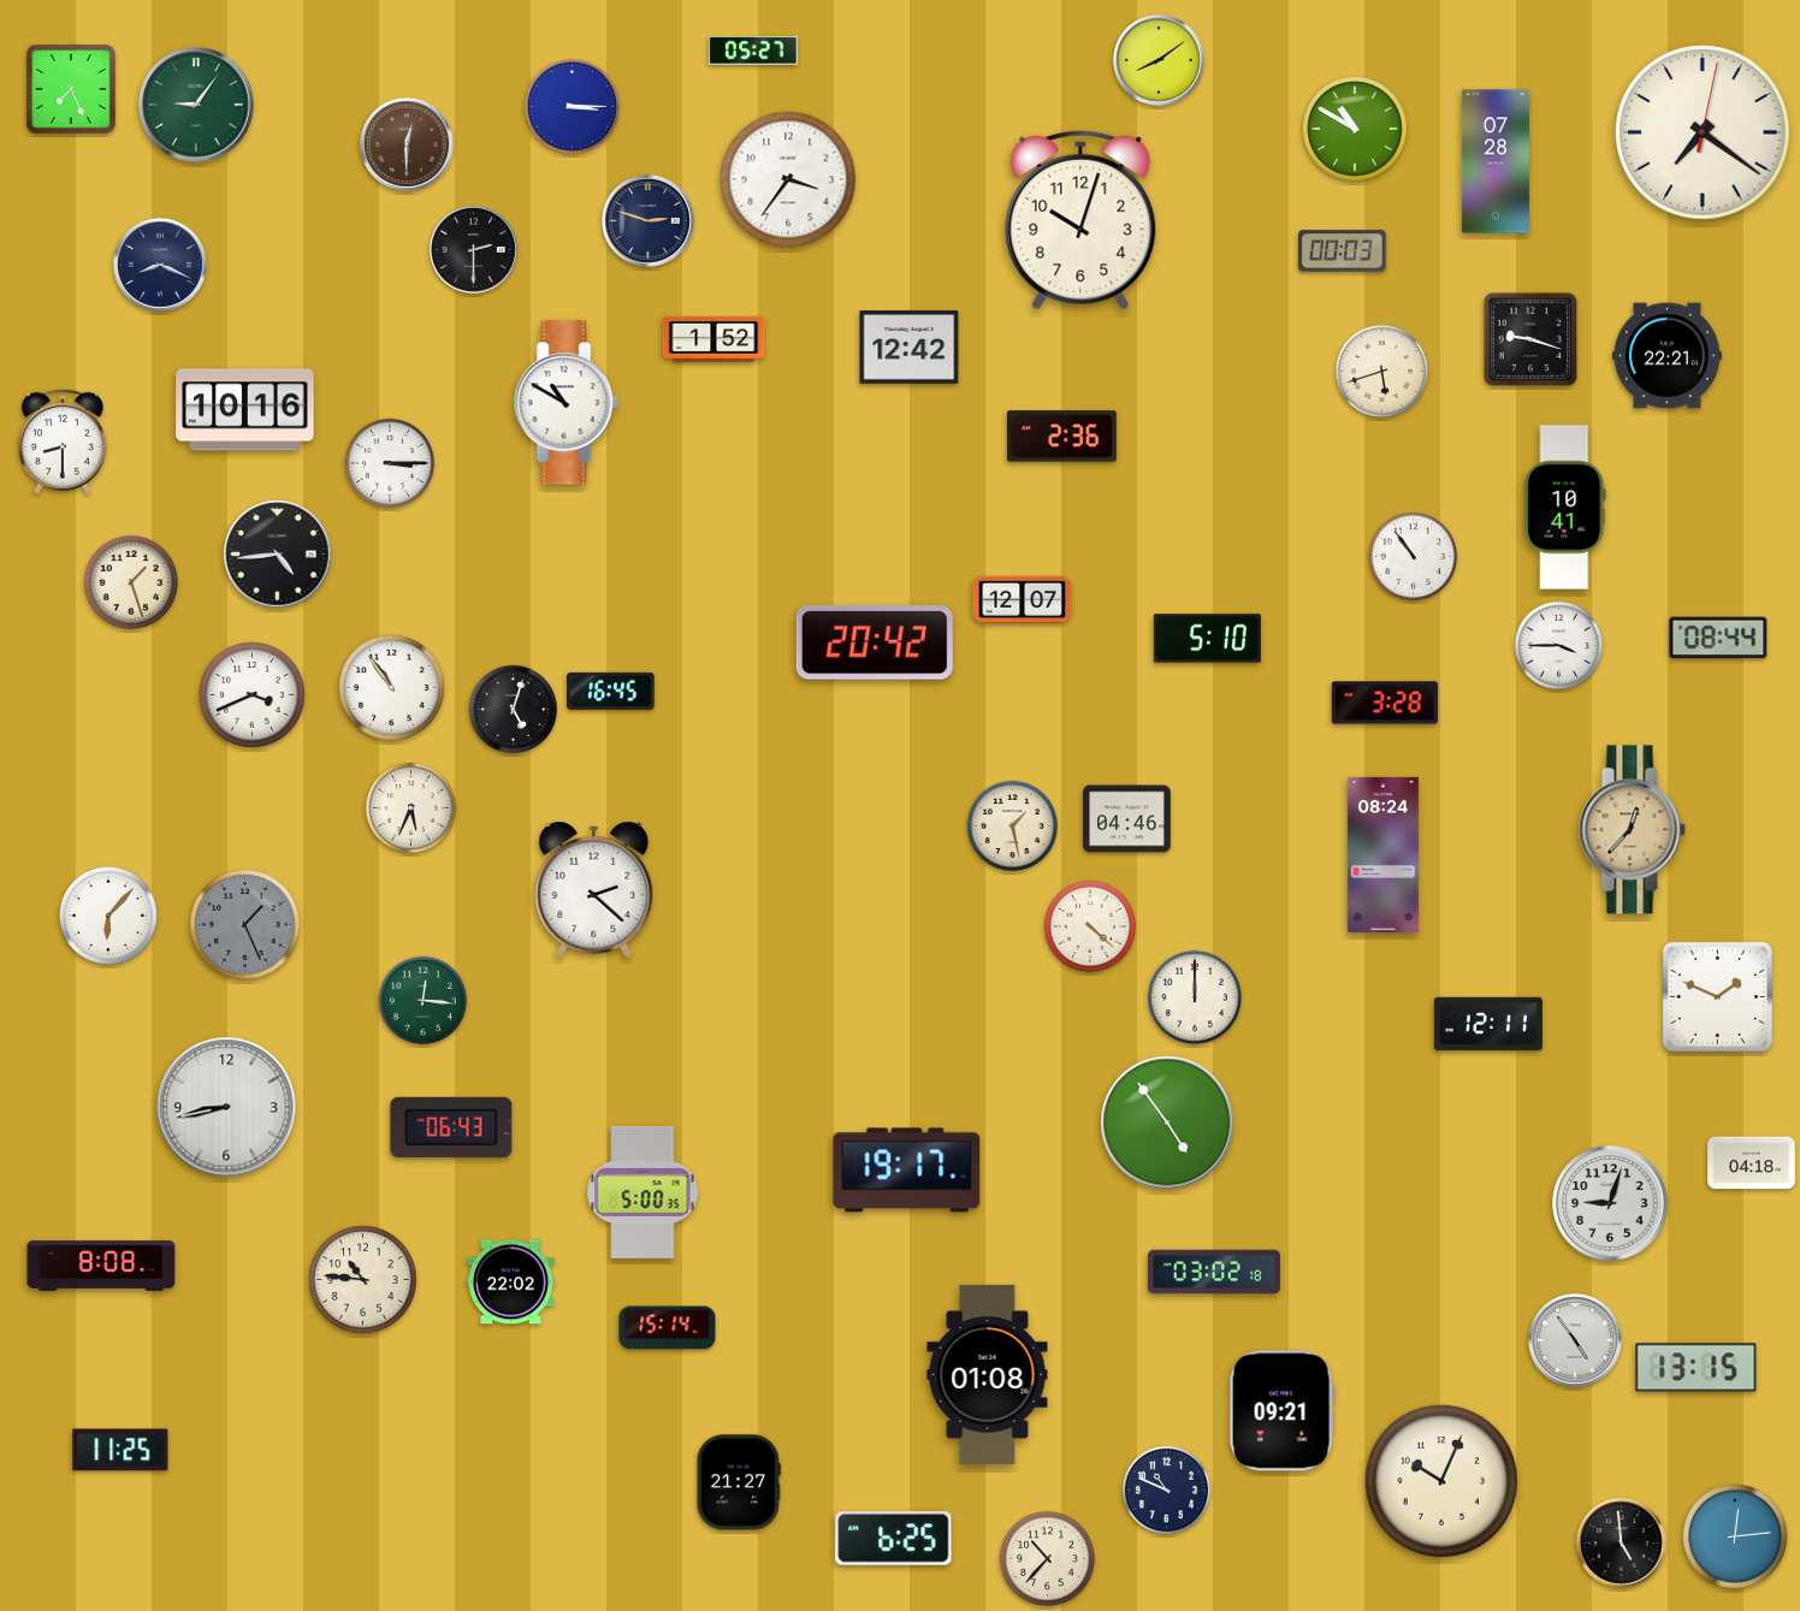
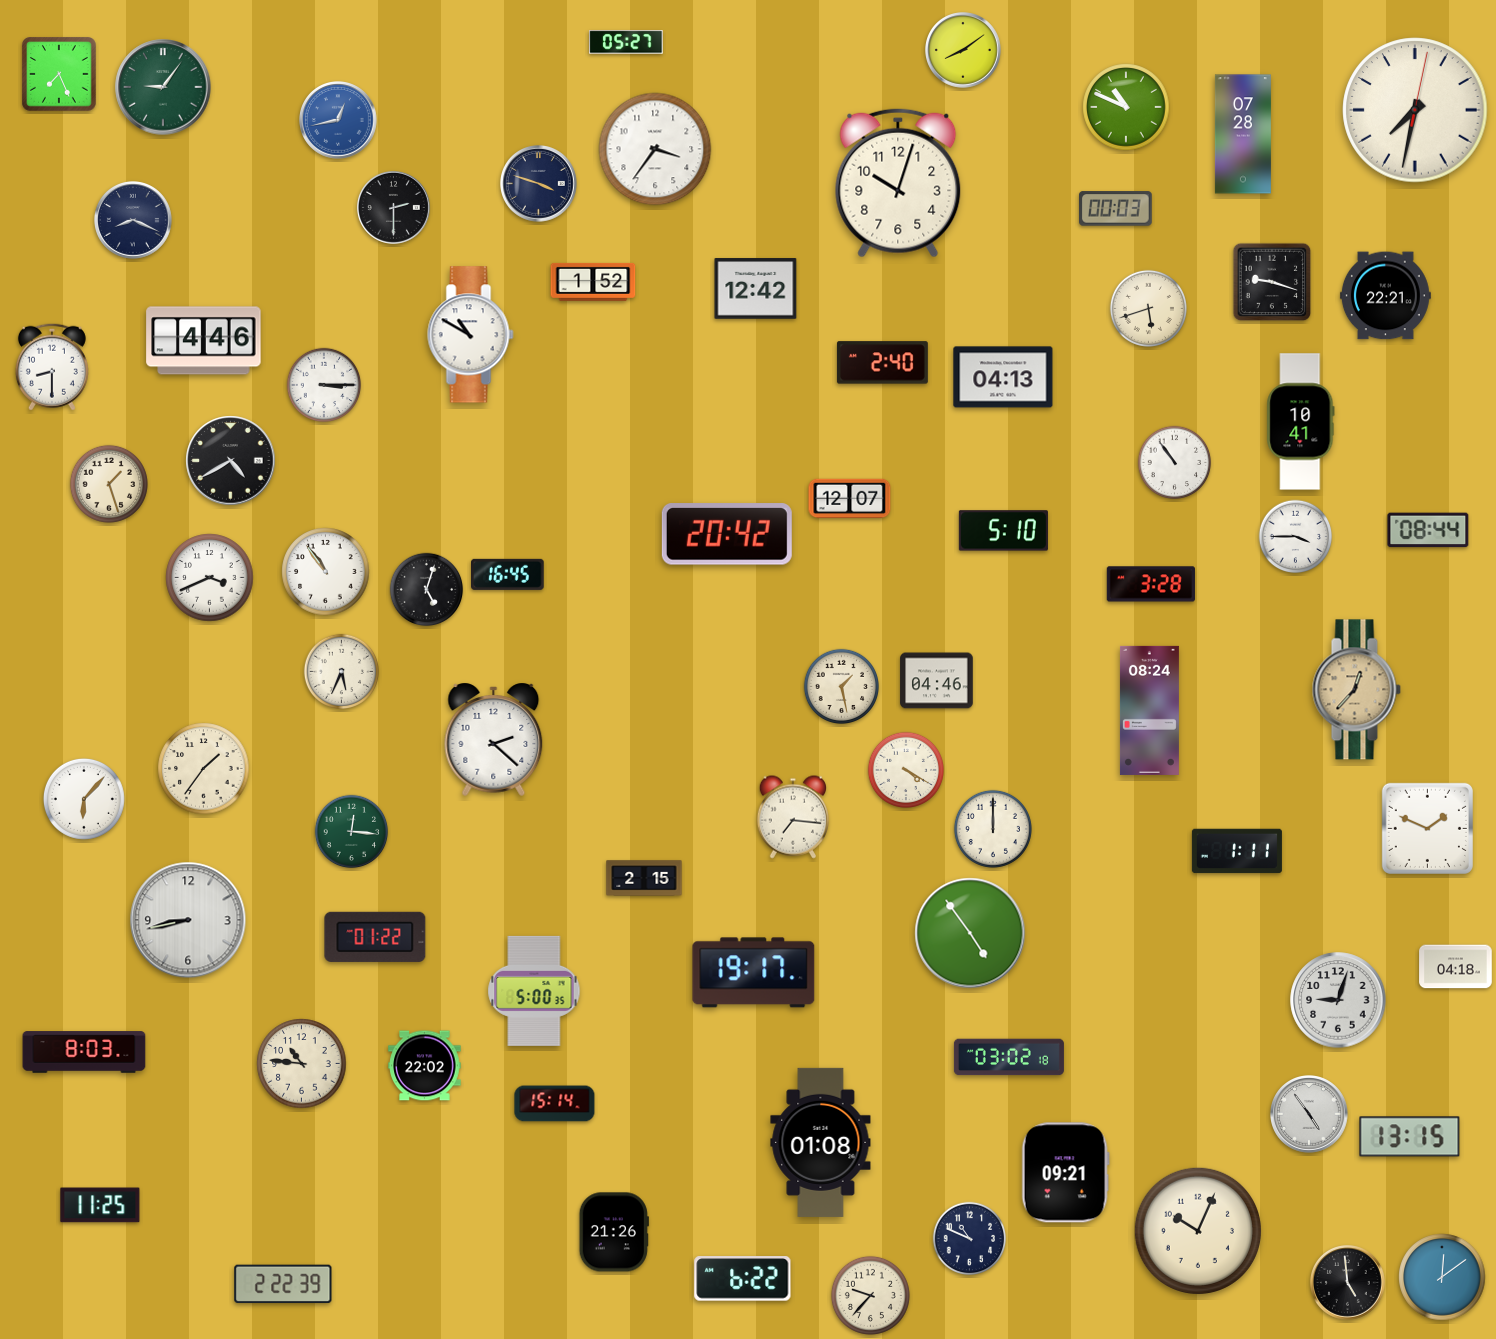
clock at (572, 106): 3:15 -> none
clock at (1355, 129): 10:50 -> 10:49
clock at (1703, 132): 7:21 -> 7:32
clock at (408, 146): 12:30 -> 12:43
clock at (408, 146) dial: brown -> blue
clock at (649, 221): 2:48 -> 3:48
clock at (245, 410): 10:16 -> 4:46
clock at (1061, 437): 2:36 -> 2:40
clock at (1003, 377): none -> 04:13
clock at (278, 555): 4:44 -> 4:40
clock at (108, 916) position: (108, 916) -> (84, 799)
clock at (245, 925): 1:26 -> 1:36
clock at (245, 925) dial: grey -> cream
clock at (1089, 925): 4:22 -> 4:20
clock at (792, 817): none -> 7:16
clock at (1488, 1024): 12:11 -> 1:11
clock at (644, 878): none -> 2:15
clock at (451, 1127): 06:43 -> 01:22
clock at (101, 1266): 8:08 -> 8:03
clock at (739, 1482): 21:27 -> 21:26
clock at (1735, 1536): 12:14 -> 12:09
clock at (894, 1539): 6:25 -> 6:22
clock at (283, 1284): none -> 2:22
clock at (1047, 1558): 10:37 -> 9:37
